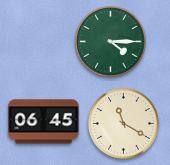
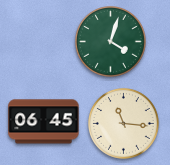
clock at (111, 42): 4:15 -> 4:03
clock at (124, 124): 11:20 -> 11:16
